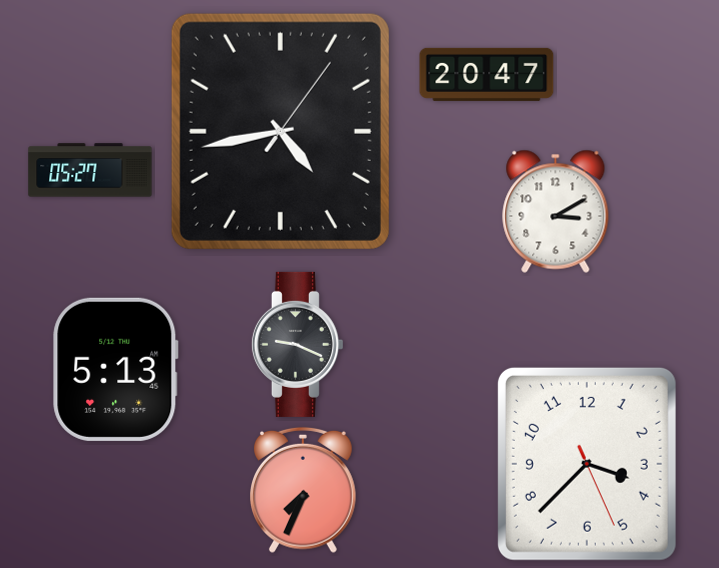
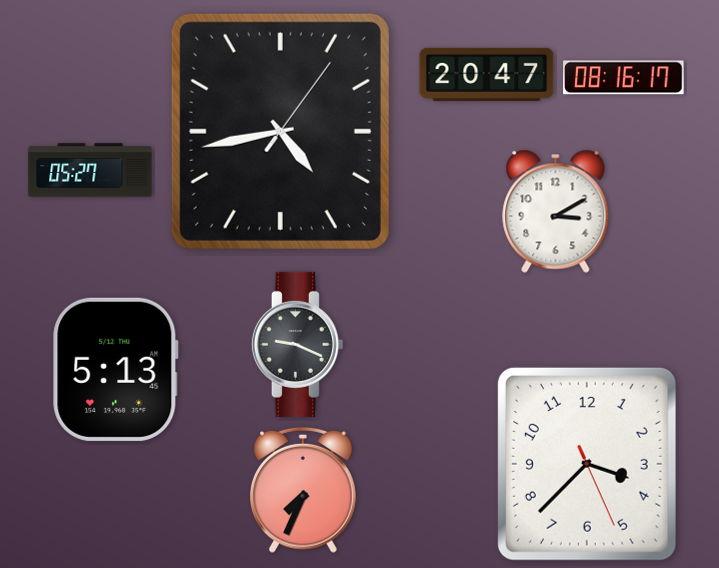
clock at (624, 78): none -> 08:16
